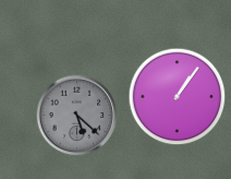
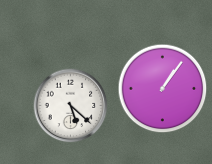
clock at (77, 116) dial: grey -> white
